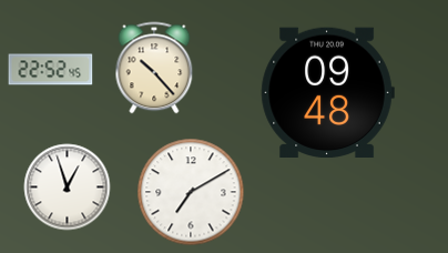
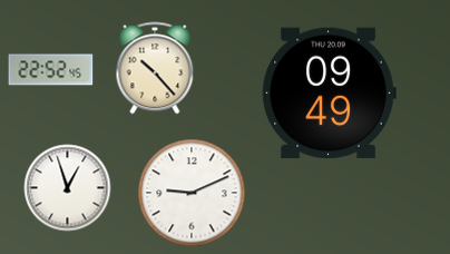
clock at (327, 92): 09:48 -> 09:49
clock at (191, 192): 7:10 -> 9:11
